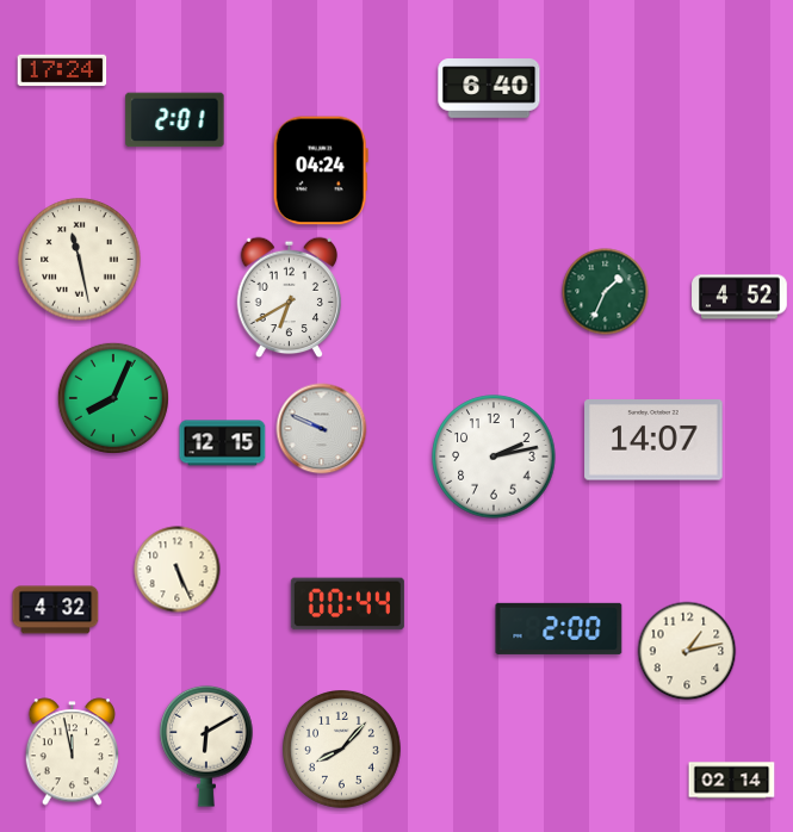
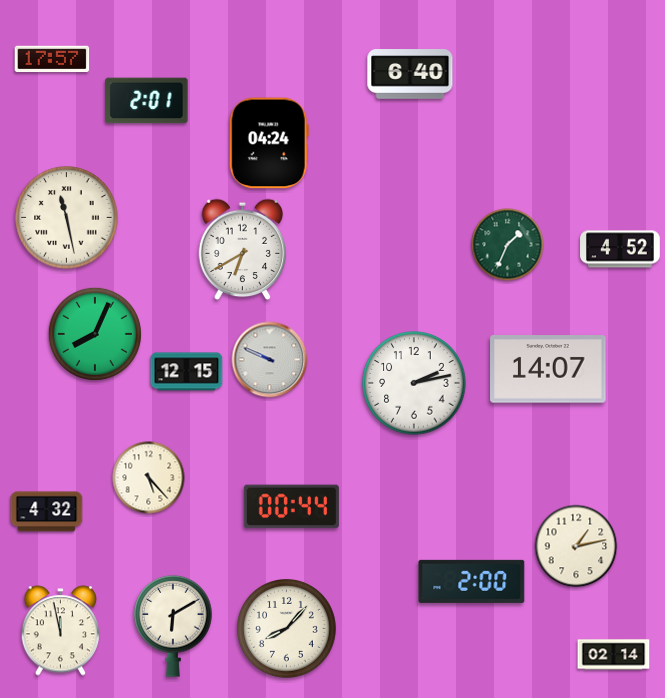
clock at (62, 70): 17:24 -> 17:57
clock at (178, 570): 5:26 -> 5:23
clock at (559, 628) position: (559, 628) -> (472, 581)
